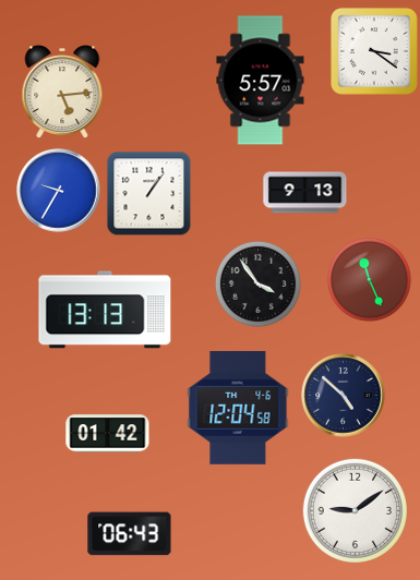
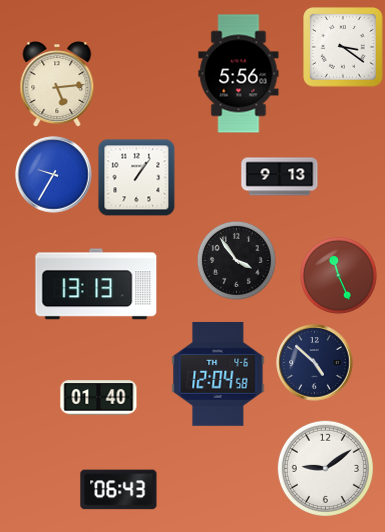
clock at (261, 81): 5:57 -> 5:56
clock at (369, 279) position: (369, 279) -> (338, 275)
clock at (108, 434): 01:42 -> 01:40
